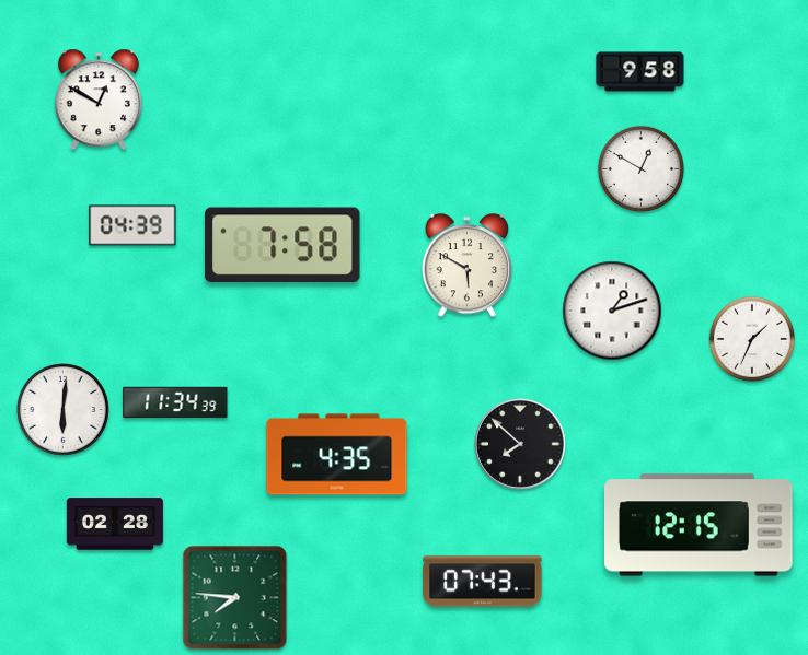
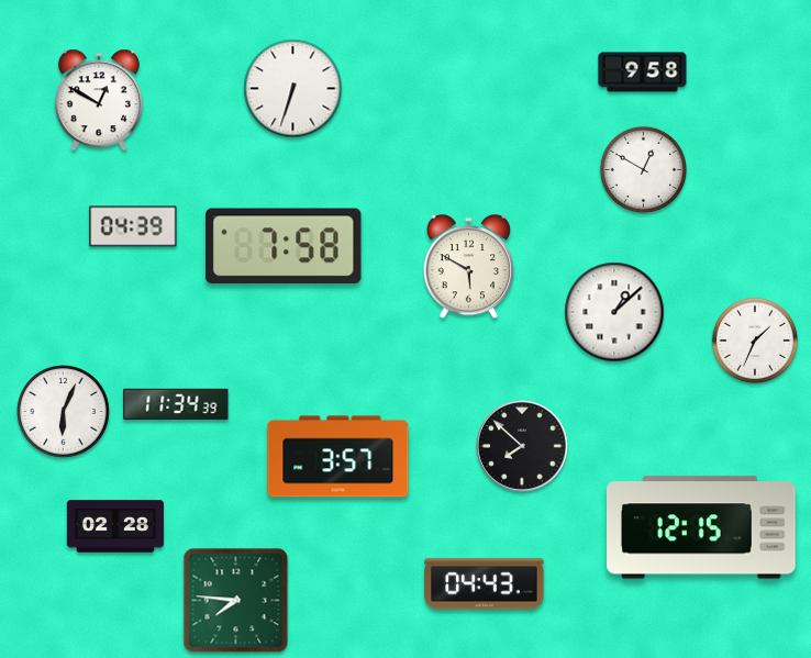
clock at (293, 89): none -> 6:33
clock at (612, 311): 1:12 -> 1:08
clock at (64, 410): 6:01 -> 6:04
clock at (337, 455): 4:35 -> 3:57
clock at (483, 582): 07:43 -> 04:43
